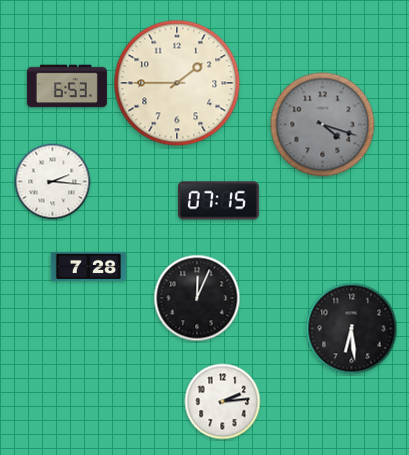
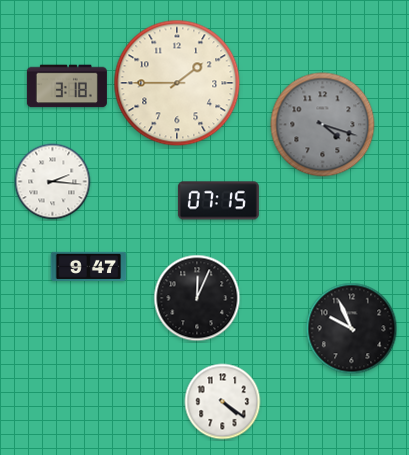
clock at (67, 86): 6:53 -> 3:18
clock at (89, 266): 7:28 -> 9:47
clock at (352, 329): 6:29 -> 9:56
clock at (223, 402): 2:14 -> 4:21
